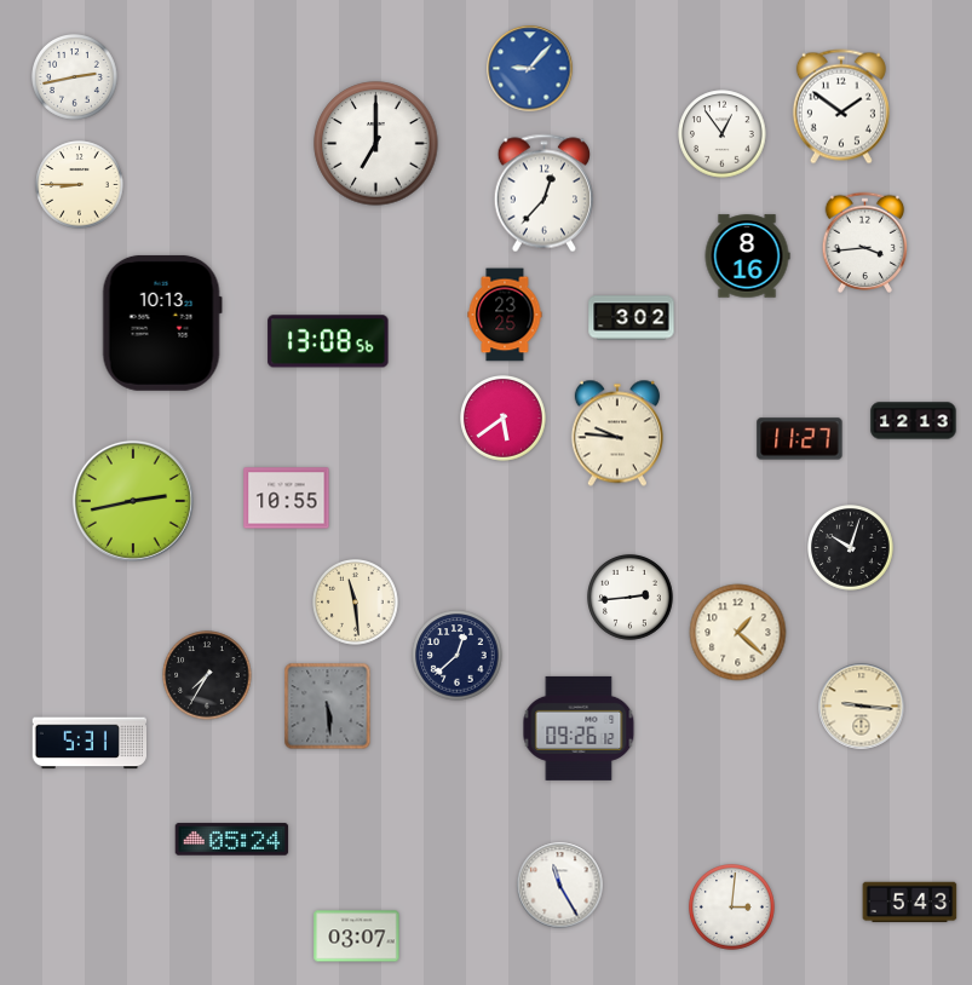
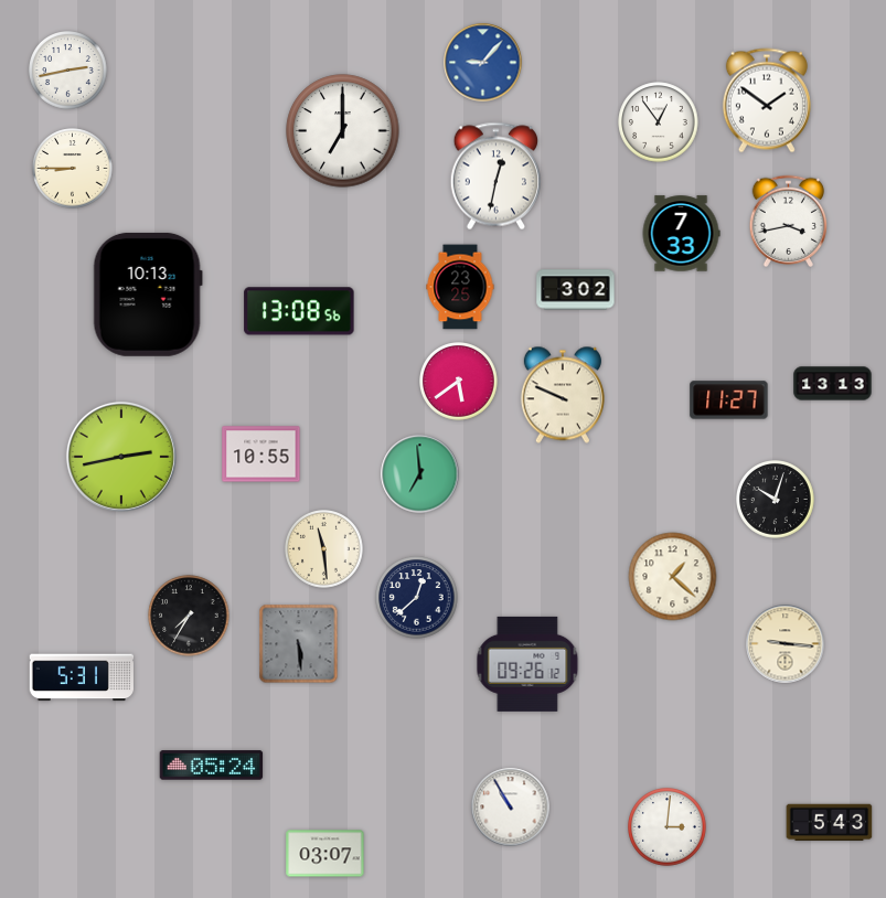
clock at (841, 106) position: (841, 106) -> (767, 100)
clock at (543, 194): 12:37 -> 12:32
clock at (865, 243): 3:44 -> 3:43
clock at (747, 257): 8:16 -> 7:33
clock at (914, 421): 12:13 -> 13:13
clock at (617, 433): 9:46 -> 9:49
clock at (420, 474): none -> 6:59
clock at (631, 598): 2:44 -> none
clock at (560, 886): 11:25 -> 10:55
